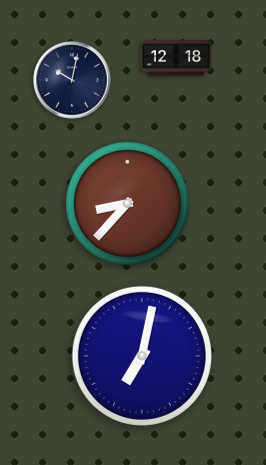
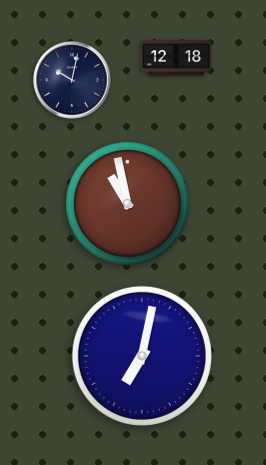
clock at (128, 204): 8:37 -> 10:58
